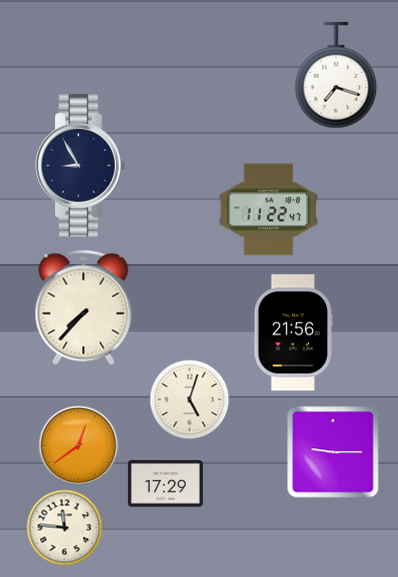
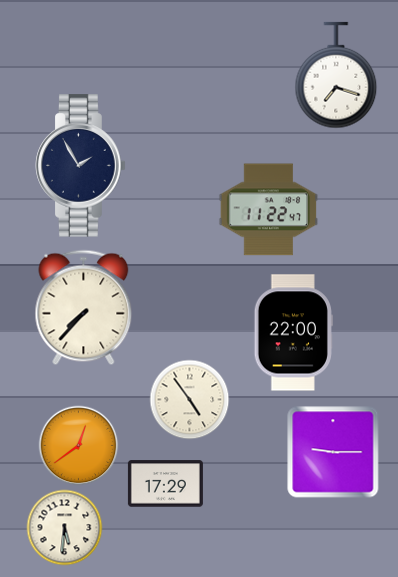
clock at (81, 166): 8:55 -> 1:55
clock at (293, 333): 21:56 -> 22:00
clock at (190, 400): 5:03 -> 4:54
clock at (65, 528): 11:46 -> 5:31
